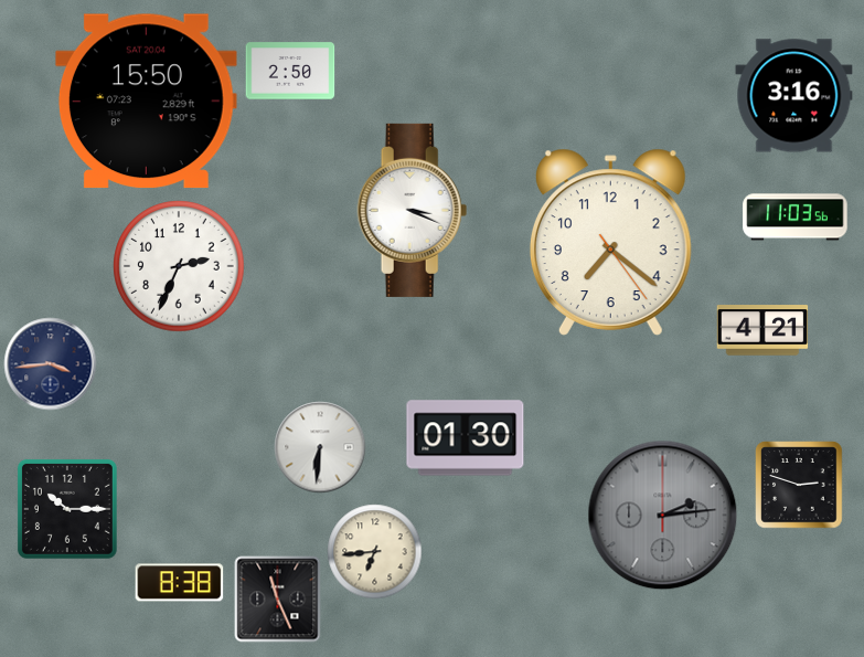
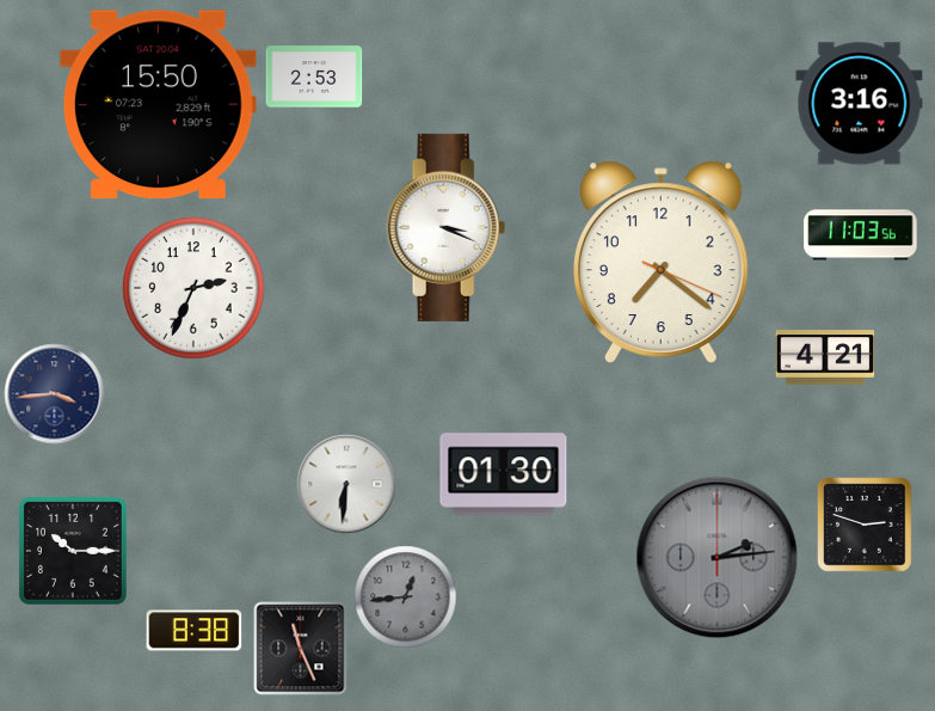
clock at (290, 71): 2:50 -> 2:53
clock at (146, 102) position: (146, 102) -> (158, 105)
clock at (610, 242): 7:21:24 -> 7:21:19
clock at (375, 552): 6:44 -> 12:44
clock at (375, 552) dial: cream -> grey
